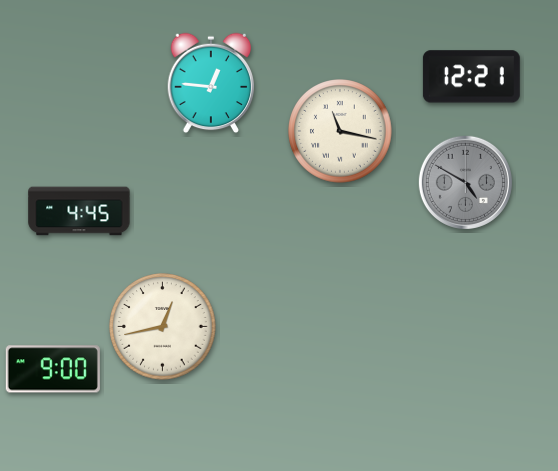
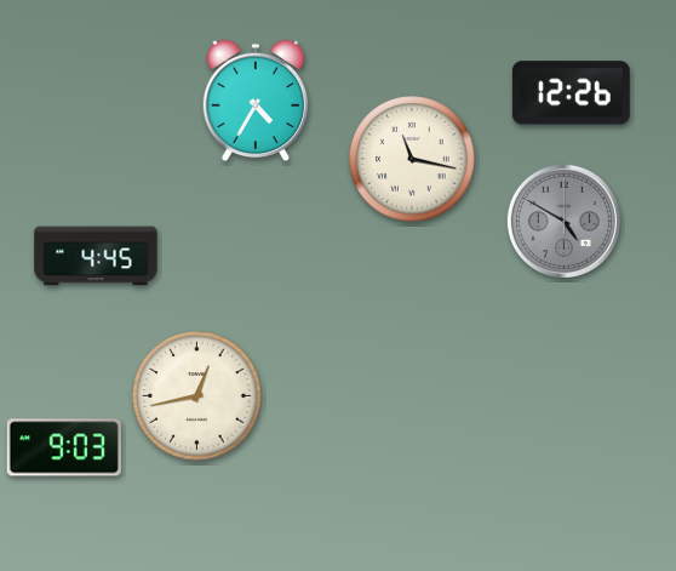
clock at (471, 77): 12:21 -> 12:26
clock at (211, 83): 12:46 -> 4:35
clock at (53, 369): 9:00 -> 9:03
